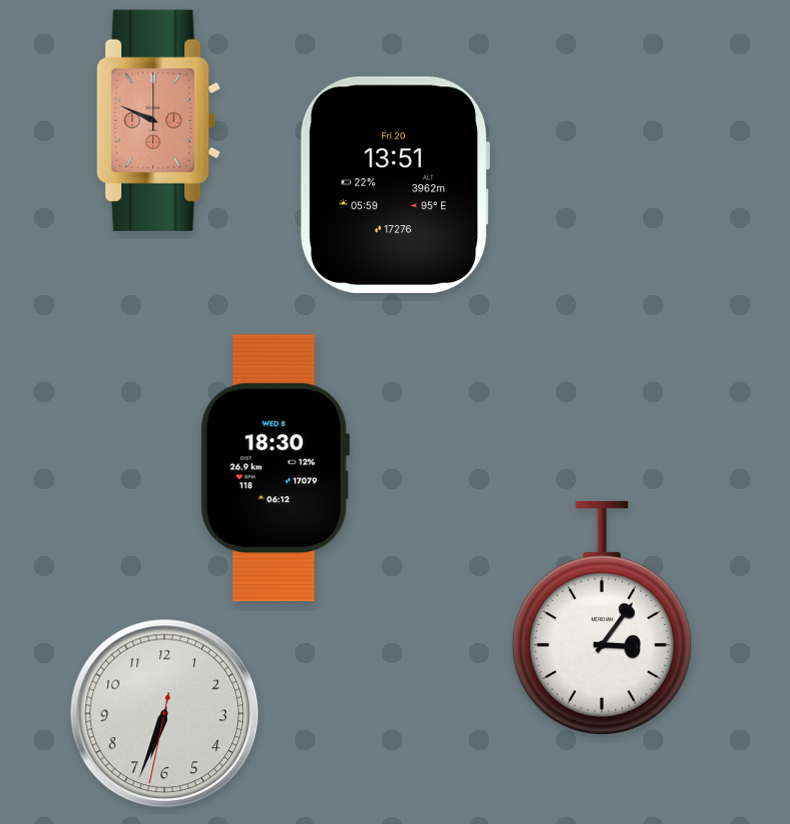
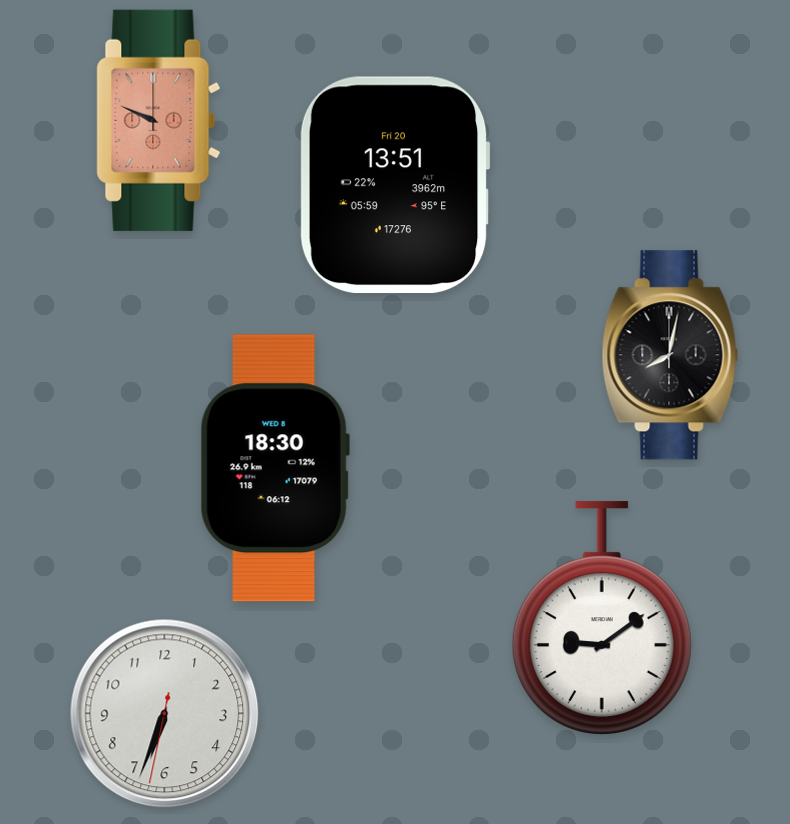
clock at (670, 355): none -> 8:02
clock at (602, 618): 3:06 -> 9:09
